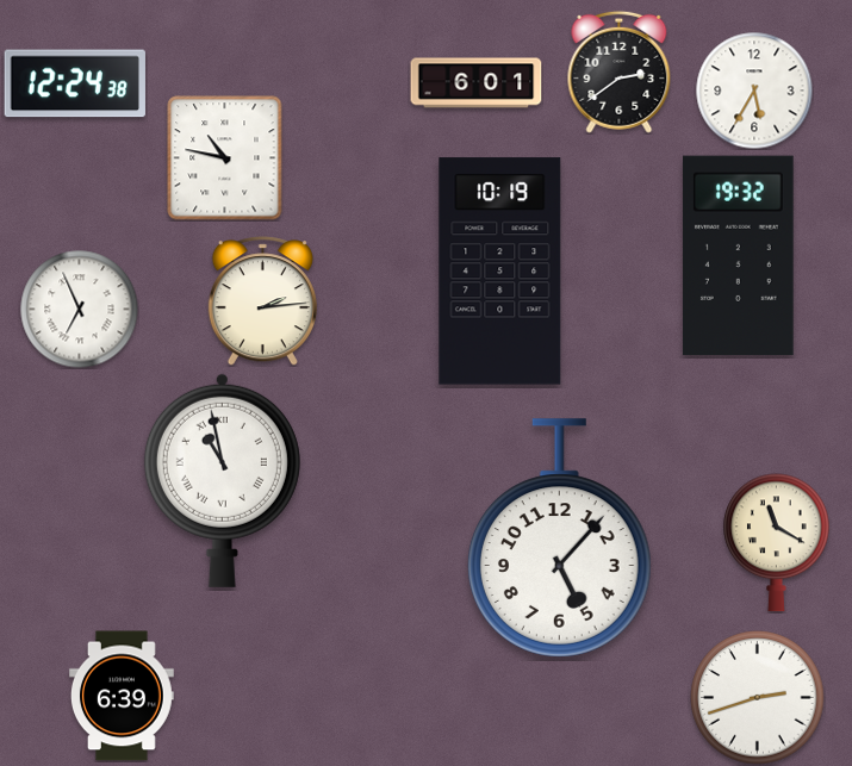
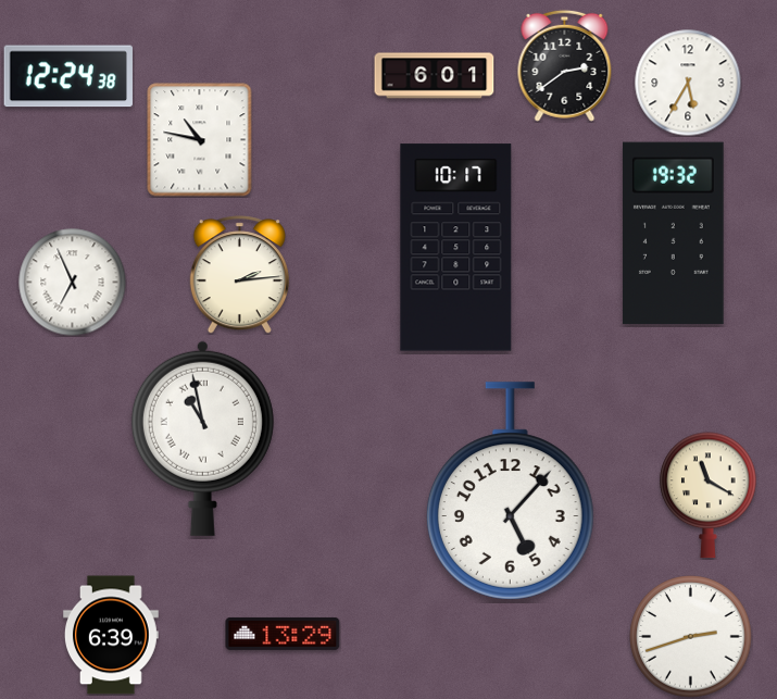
clock at (225, 158) position: (225, 158) -> (200, 140)
clock at (500, 272): 10:19 -> 10:17
clock at (283, 634): none -> 13:29
